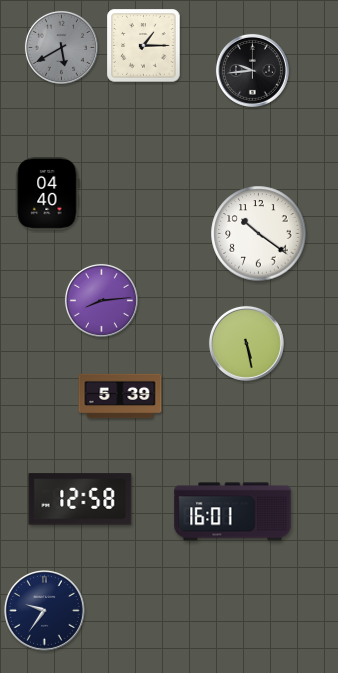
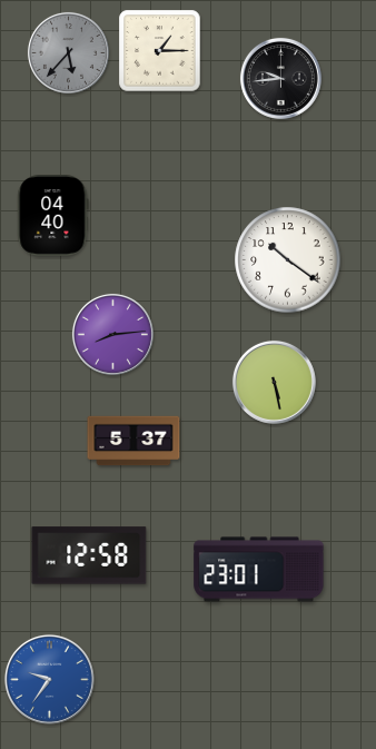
clock at (61, 47): 5:40 -> 5:37
clock at (120, 396): 5:39 -> 5:37
clock at (233, 512): 16:01 -> 23:01
clock at (44, 610) dial: navy -> blue
